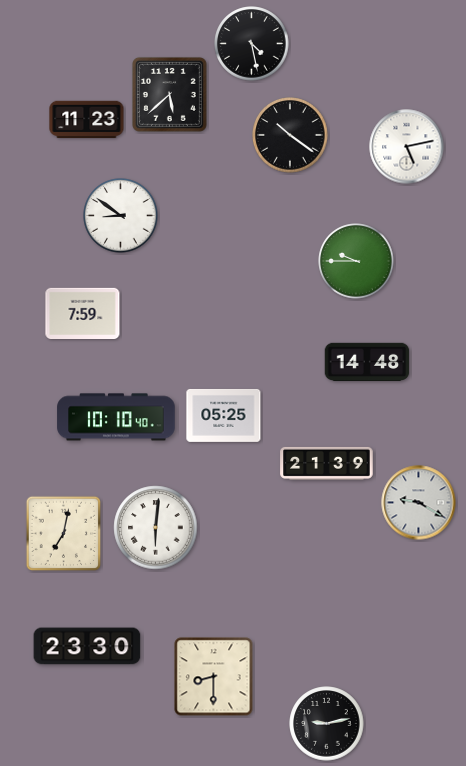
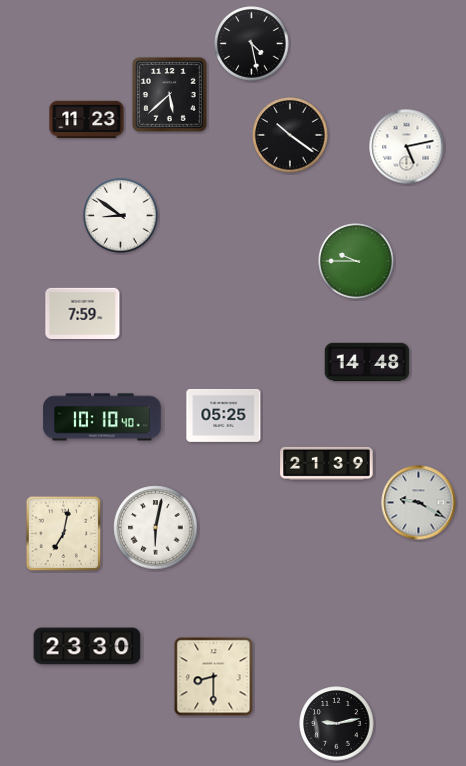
clock at (116, 417) position: (116, 417) -> (102, 417)
clock at (156, 528): 6:01 -> 6:02
clock at (327, 724) position: (327, 724) -> (337, 724)
